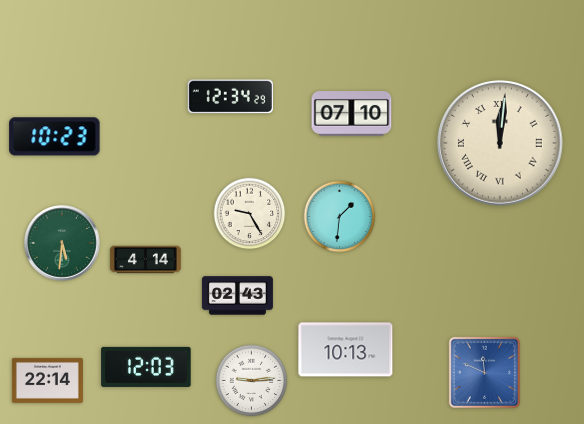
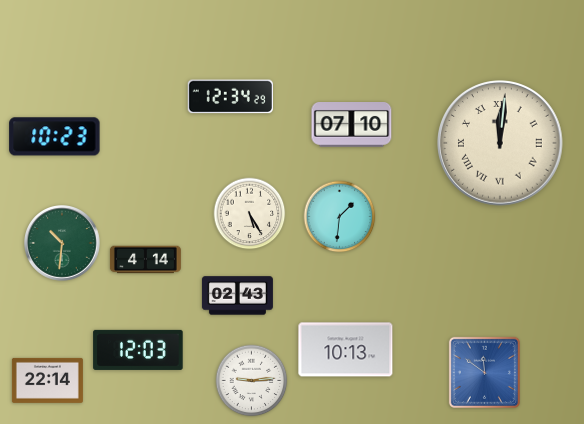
clock at (352, 114) position: (352, 114) -> (352, 125)
clock at (250, 214): 9:25 -> 5:25
clock at (63, 244): 5:31 -> 10:31
clock at (146, 367) position: (146, 367) -> (138, 350)
clock at (484, 372): 11:49 -> 11:51
